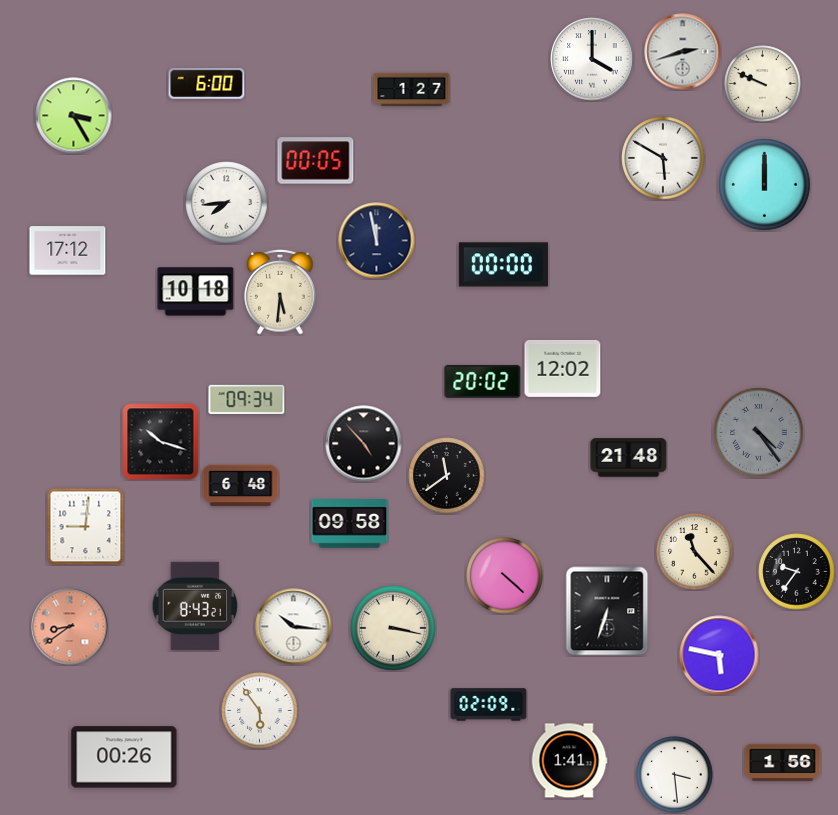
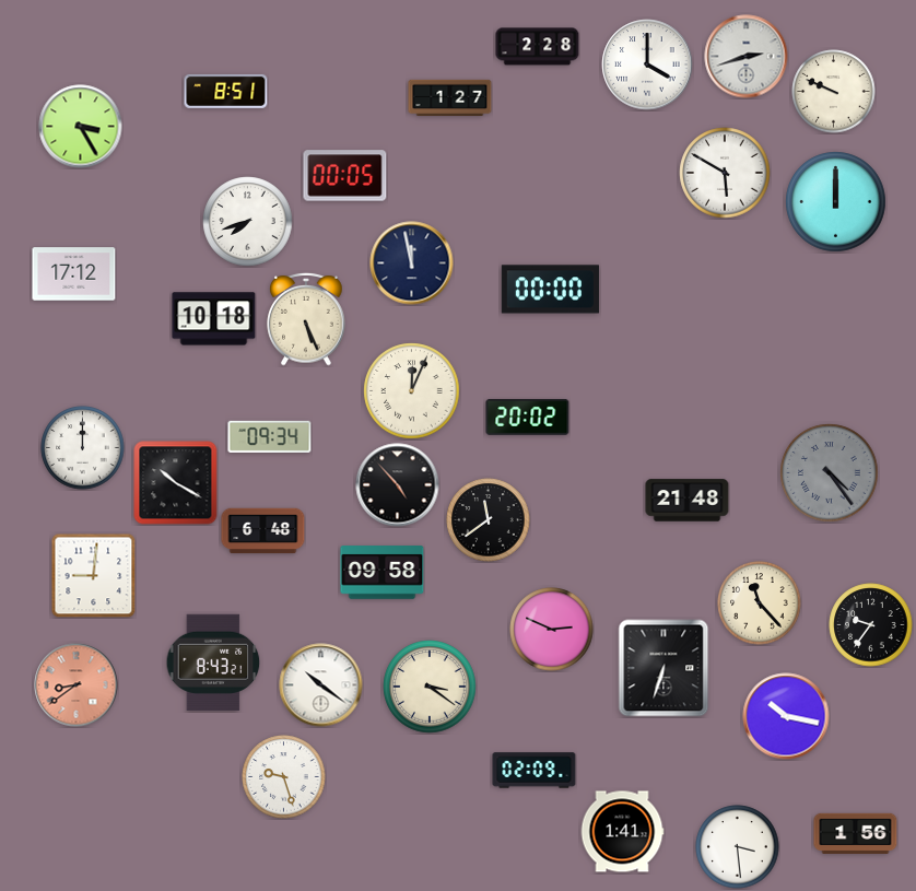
clock at (538, 47): none -> 2:28
clock at (207, 83): 6:00 -> 8:51
clock at (227, 203): 7:44 -> 7:42
clock at (280, 292): 5:31 -> 5:26
clock at (412, 391): none -> 12:04
clock at (563, 368): 12:02 -> none
clock at (83, 448): none -> 12:00
clock at (161, 442): 10:18 -> 10:20
clock at (505, 576): 4:22 -> 2:49
clock at (294, 627): 10:16 -> 10:21
clock at (393, 628): 3:17 -> 3:21
clock at (719, 655): 5:47 -> 10:17
clock at (260, 711): 5:54 -> 9:27
clock at (124, 757): 00:26 -> none
